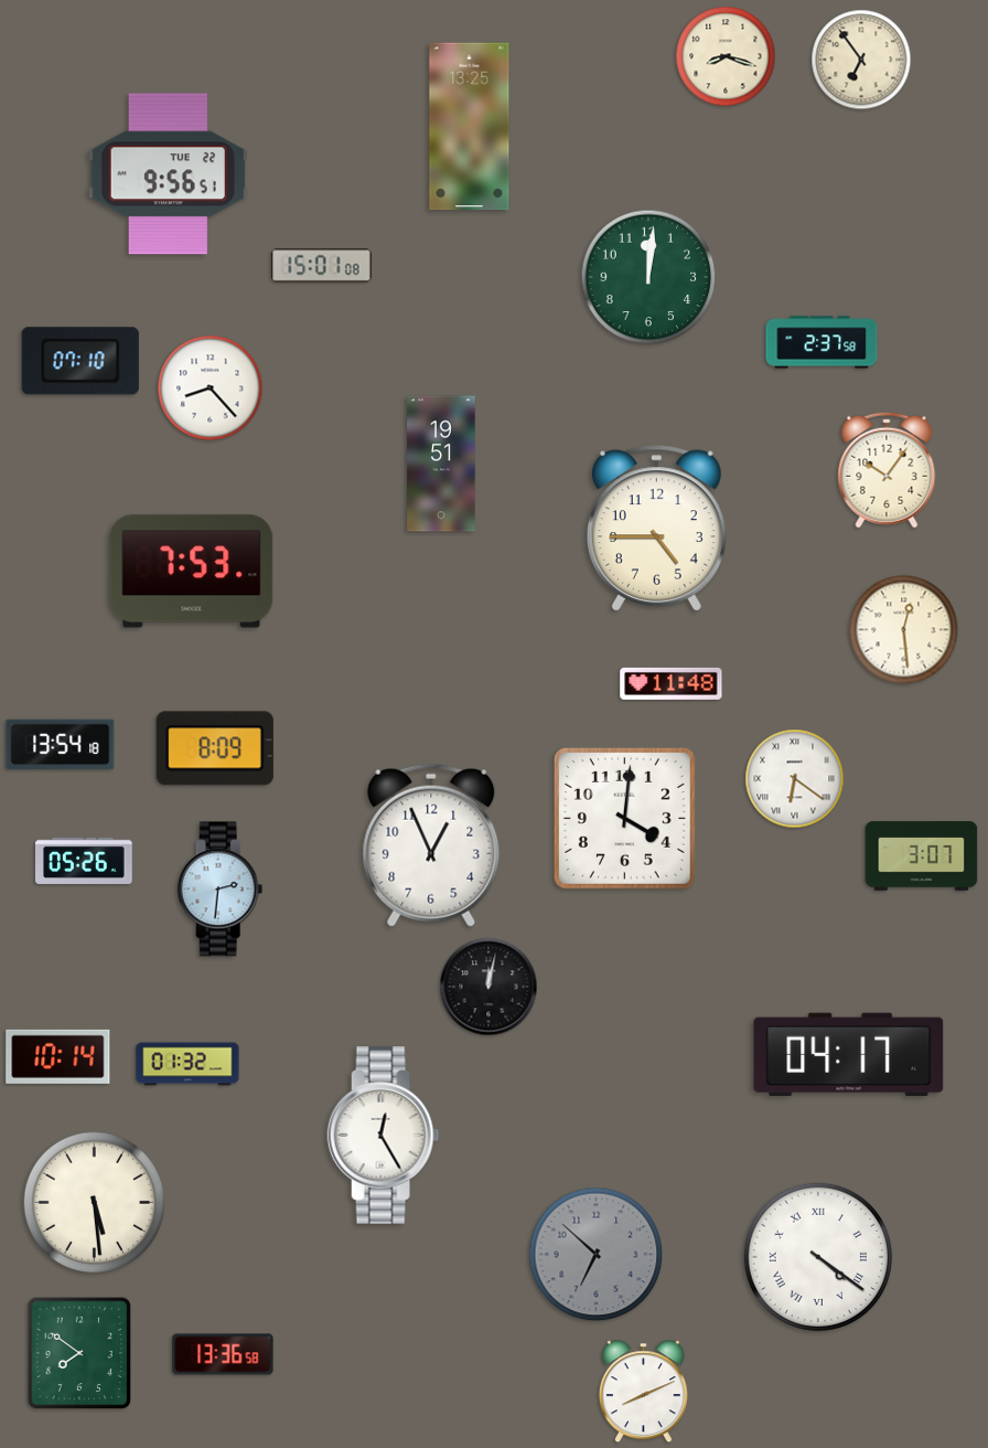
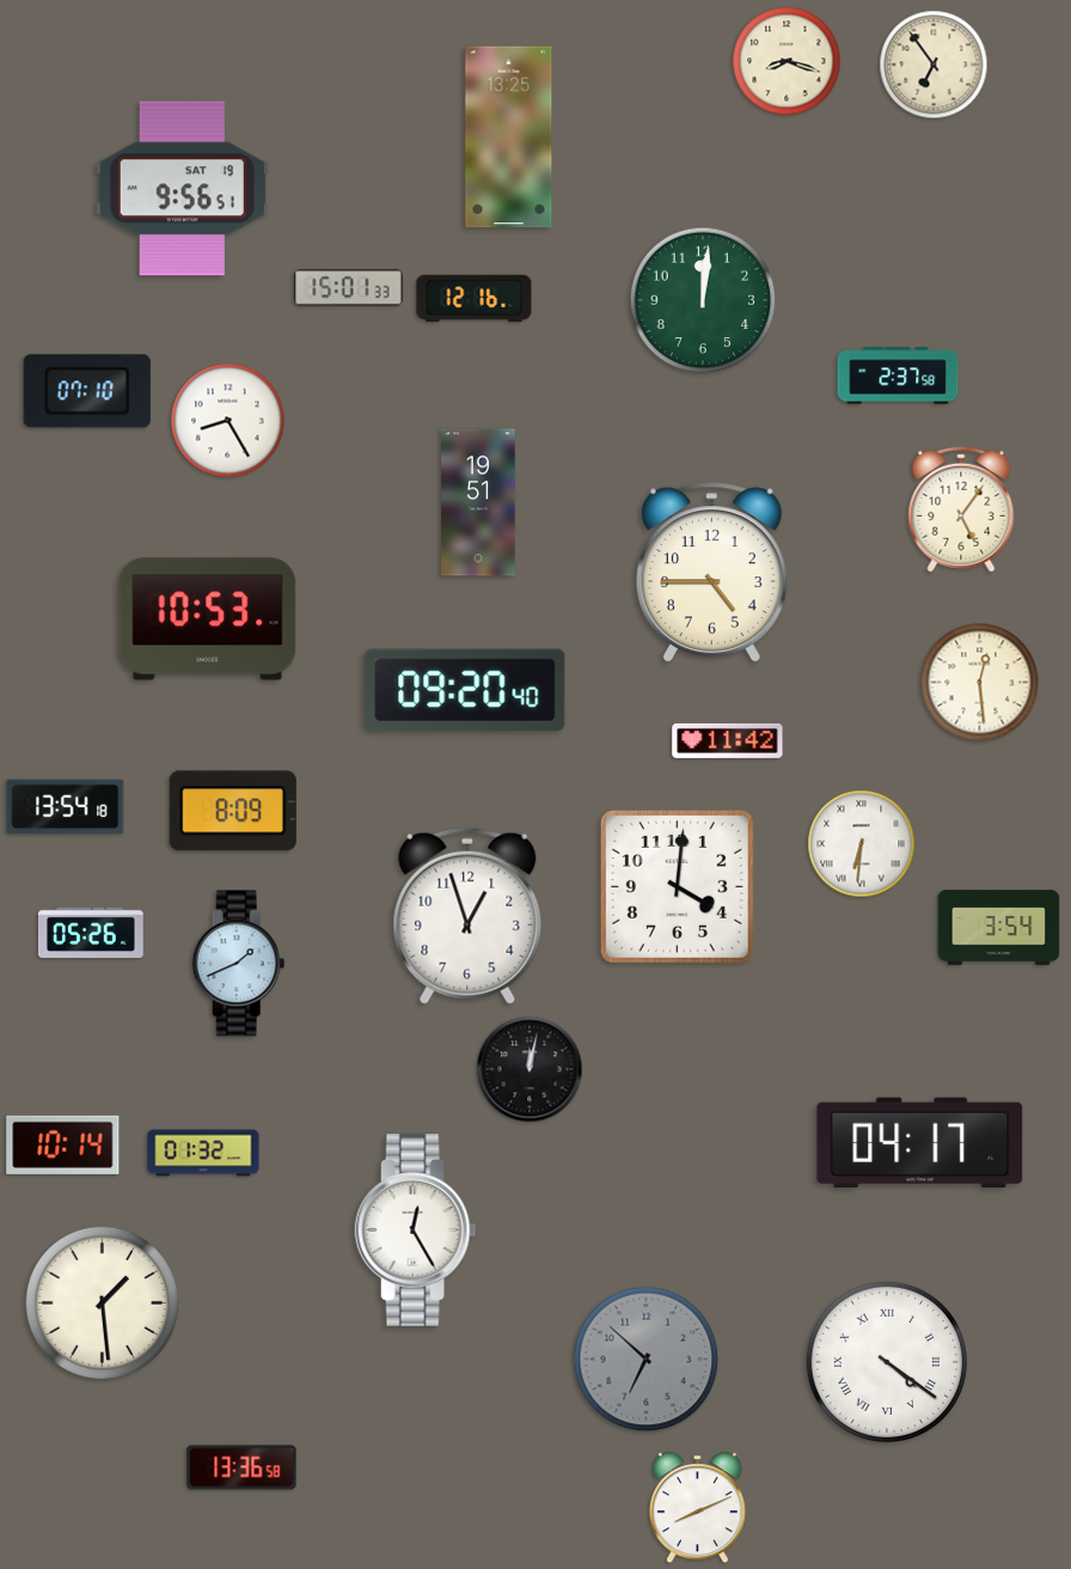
clock at (168, 174) date: TUE 22 -> SAT 19
clock at (322, 266): 15:01:08 -> 15:01:33
clock at (475, 298): none -> 12:16
clock at (821, 342) position: (821, 342) -> (898, 376)
clock at (211, 388): 8:23 -> 8:25
clock at (887, 470): 10:06 -> 5:06
clock at (192, 572): 7:53 -> 10:53
clock at (465, 690): none -> 09:20
clock at (672, 683): 11:48 -> 11:42
clock at (795, 779): 6:21 -> 6:31
clock at (431, 845): 12:56 -> 12:57
clock at (922, 856): 3:07 -> 3:54
clock at (221, 890): 2:31 -> 1:41
clock at (95, 1203): 5:29 -> 1:29
clock at (79, 1353): 7:51 -> none
